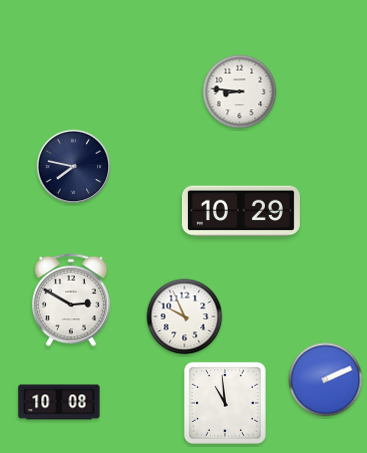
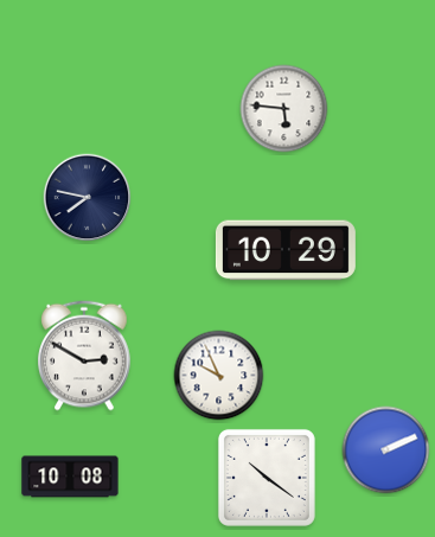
clock at (240, 92): 8:46 -> 5:46
clock at (225, 403): 10:59 -> 10:21
